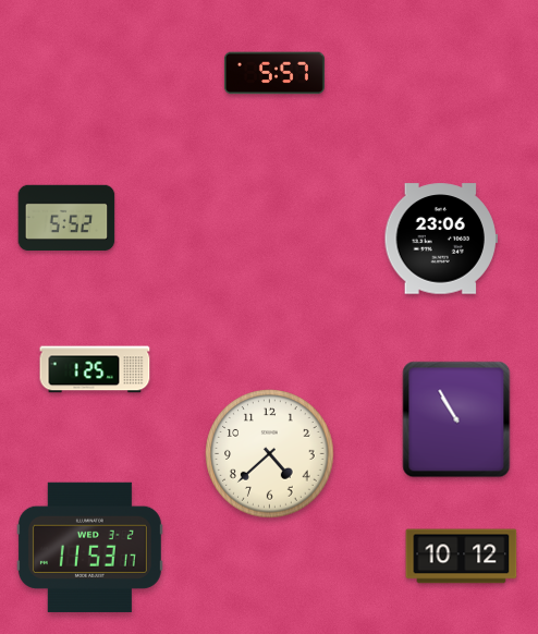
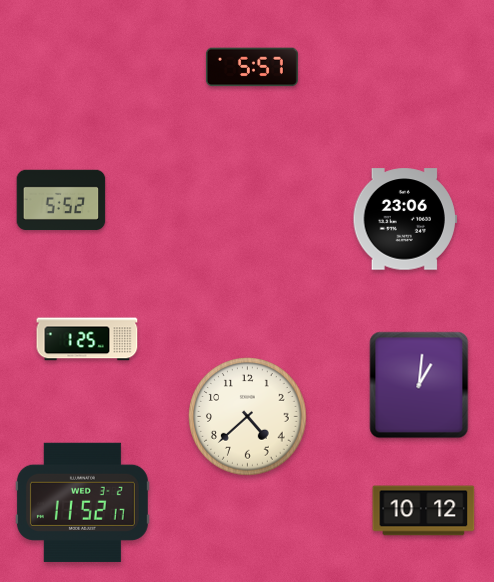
clock at (456, 419): 10:55 -> 1:01
clock at (89, 547): 11:53 -> 11:52
